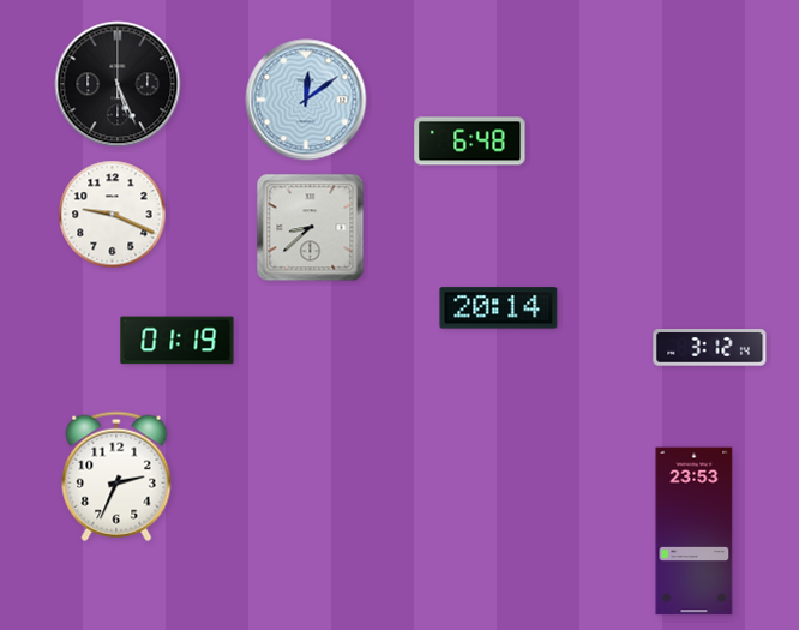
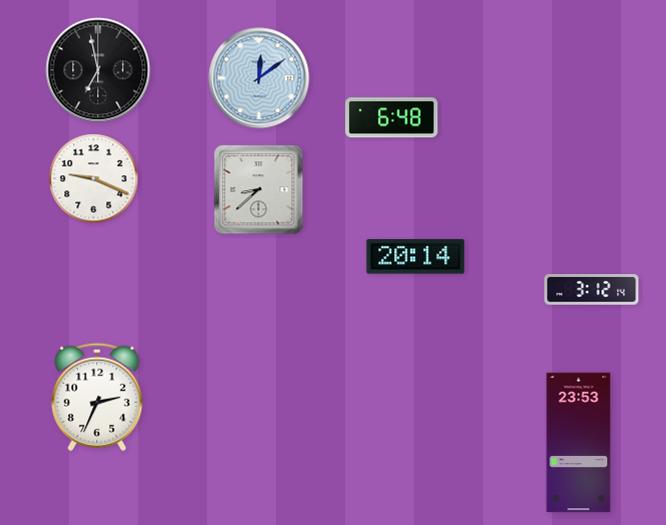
clock at (118, 84): 5:26 -> 6:58
clock at (306, 100) position: (306, 100) -> (259, 78)
clock at (178, 341): 01:19 -> none
